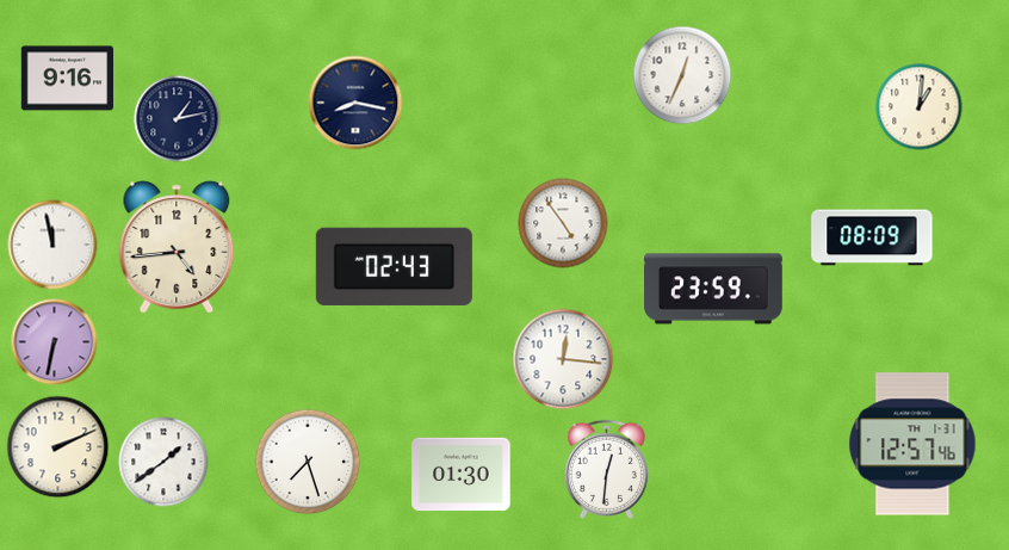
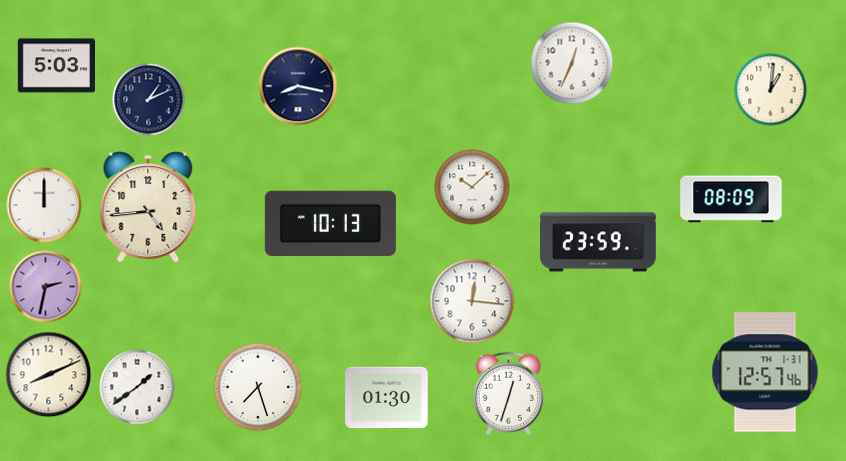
clock at (68, 79): 9:16 -> 5:03
clock at (178, 119): 1:13 -> 1:11
clock at (563, 223): 4:54 -> 10:08
clock at (52, 245): 11:58 -> 12:00
clock at (394, 266): 02:43 -> 10:13
clock at (55, 342): 6:32 -> 2:32
clock at (58, 447): 2:11 -> 8:11
clock at (606, 469): 12:31 -> 12:33
